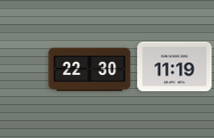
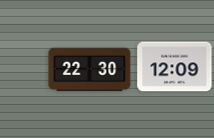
clock at (175, 67): 11:19 -> 12:09
